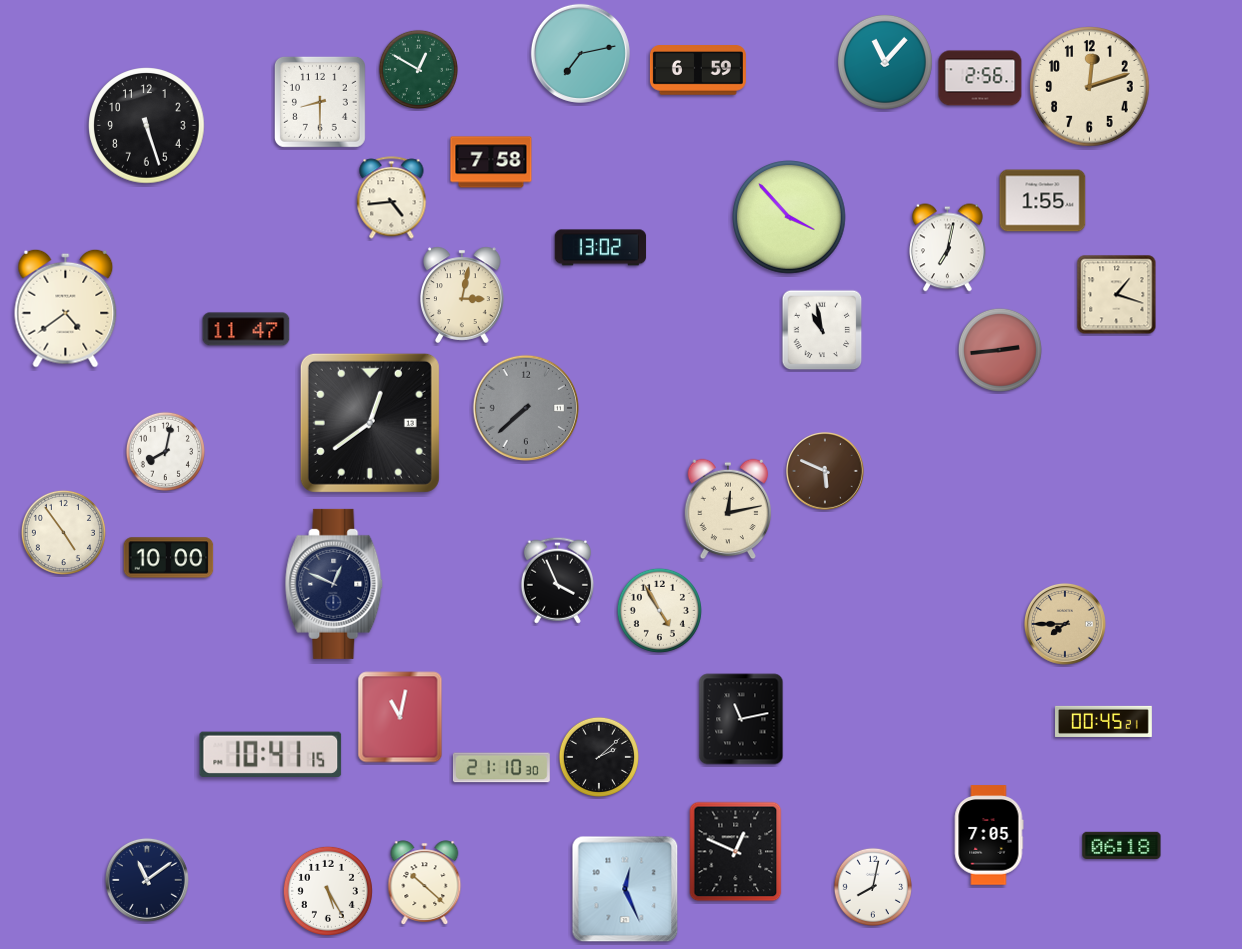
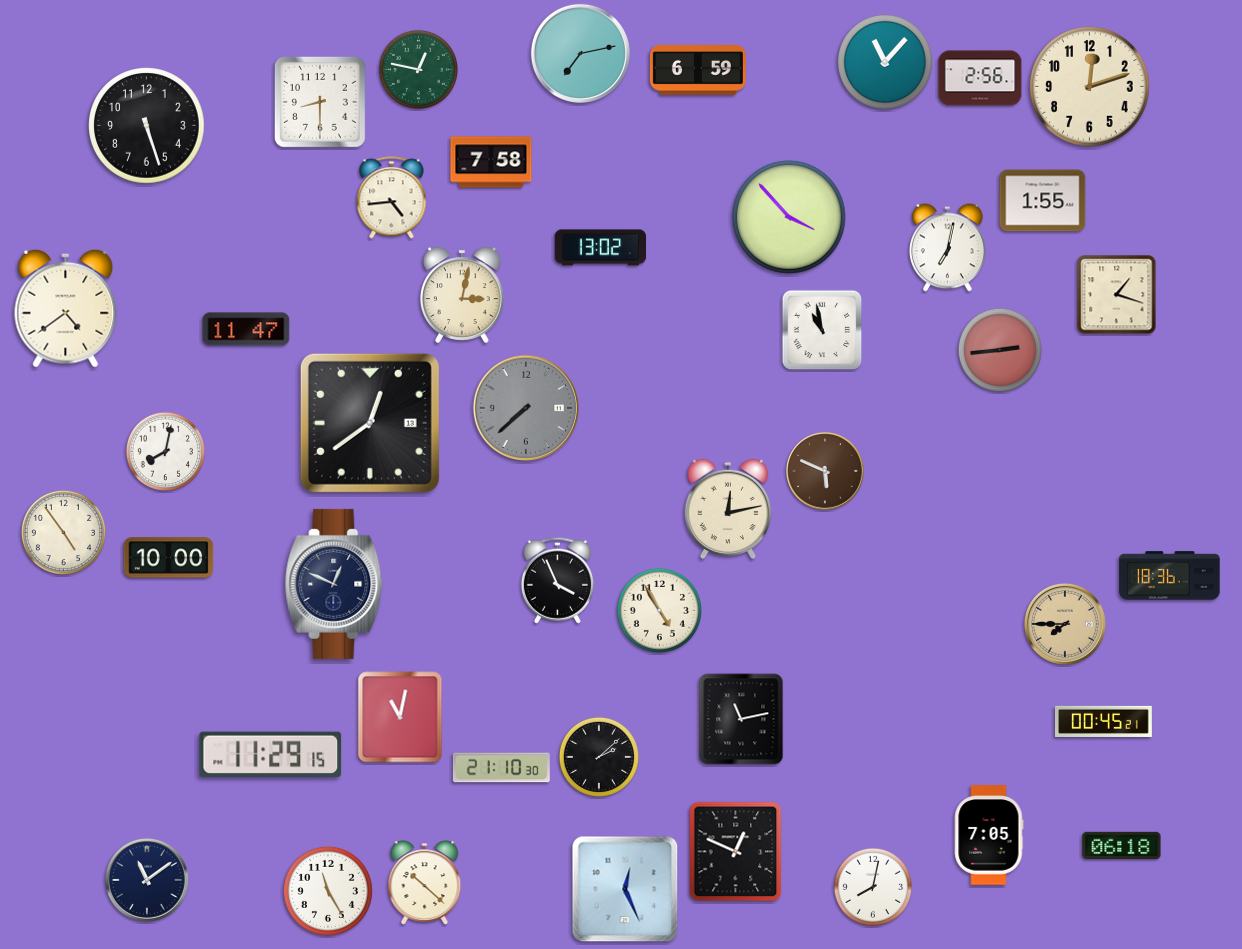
clock at (418, 69): 12:50 -> 12:47
clock at (1170, 576): none -> 18:36
clock at (271, 754): 10:41 -> 11:29
clock at (328, 891): 5:25 -> 11:25
